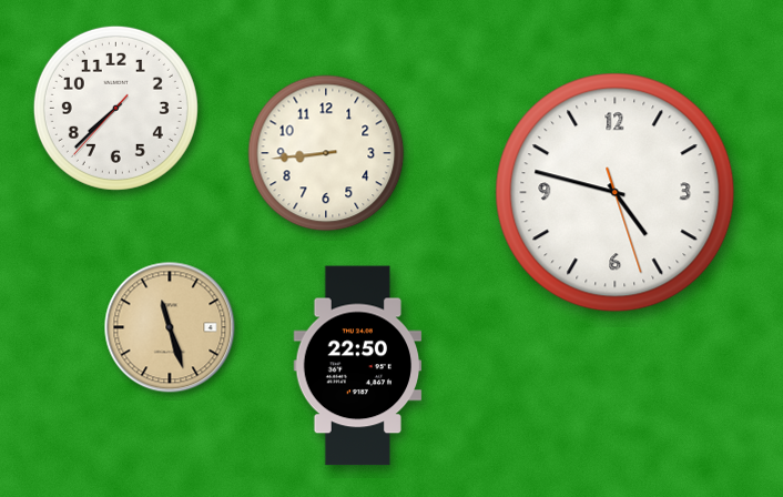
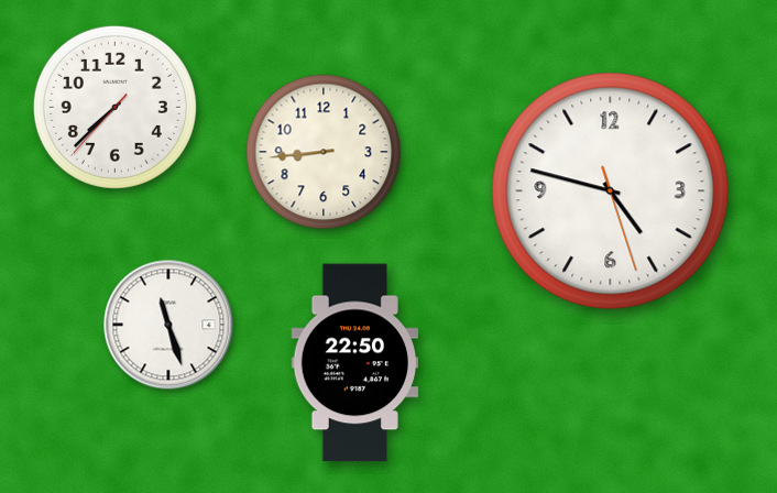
clock at (170, 327) dial: champagne -> white
